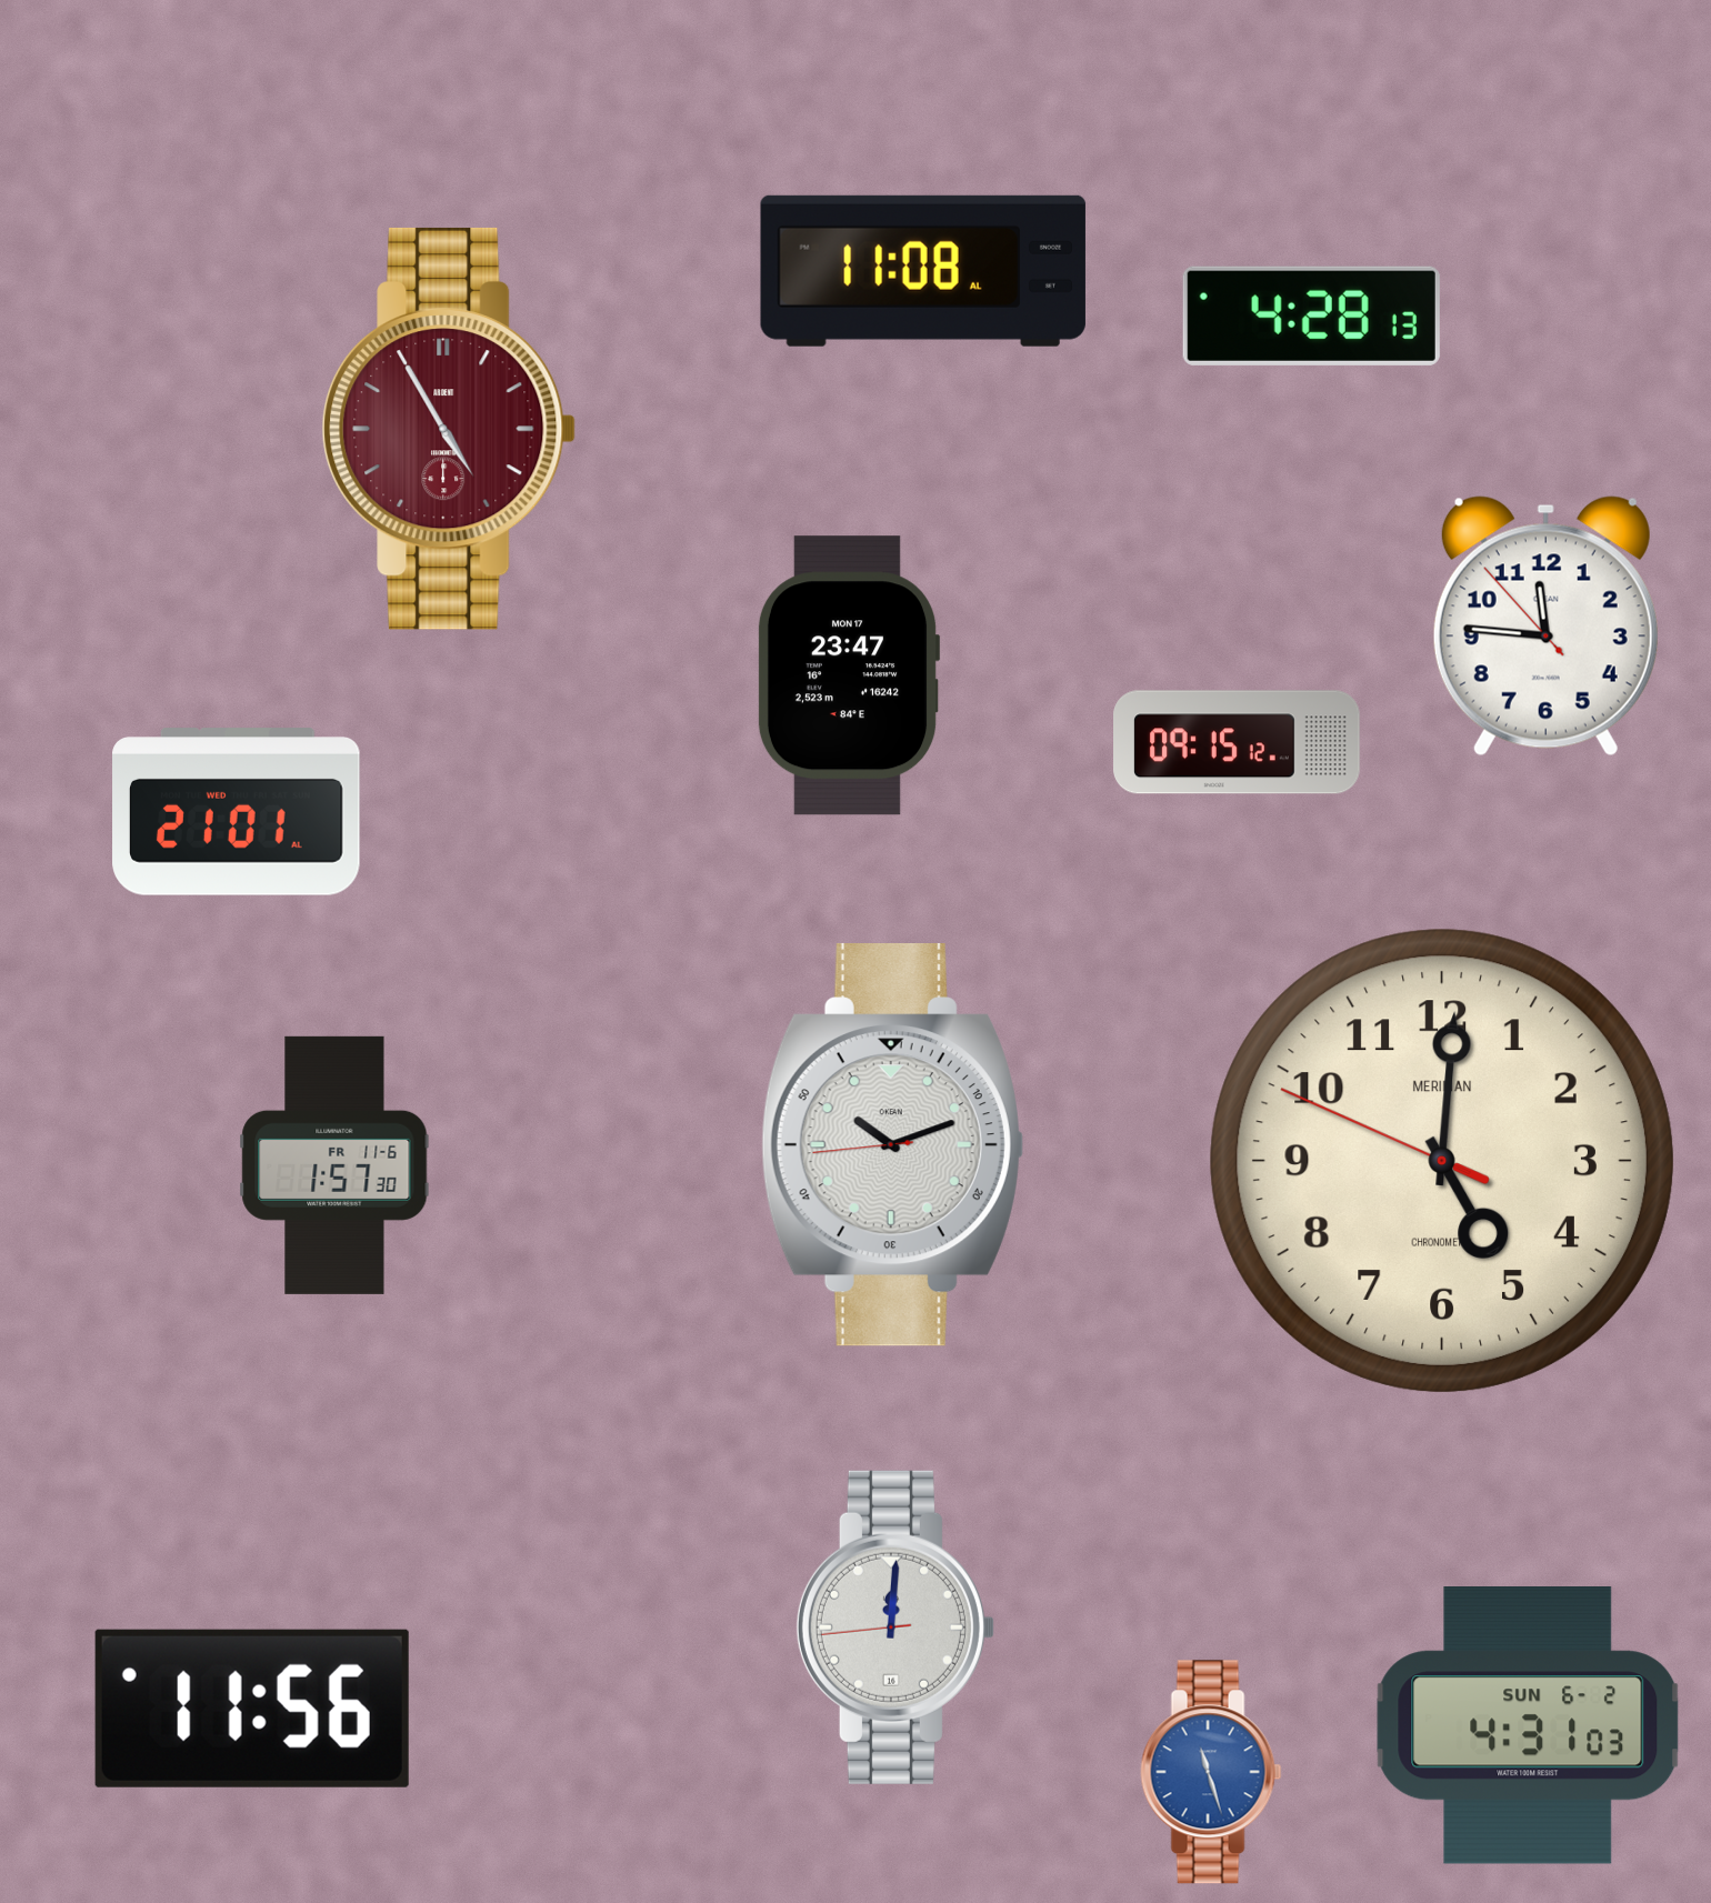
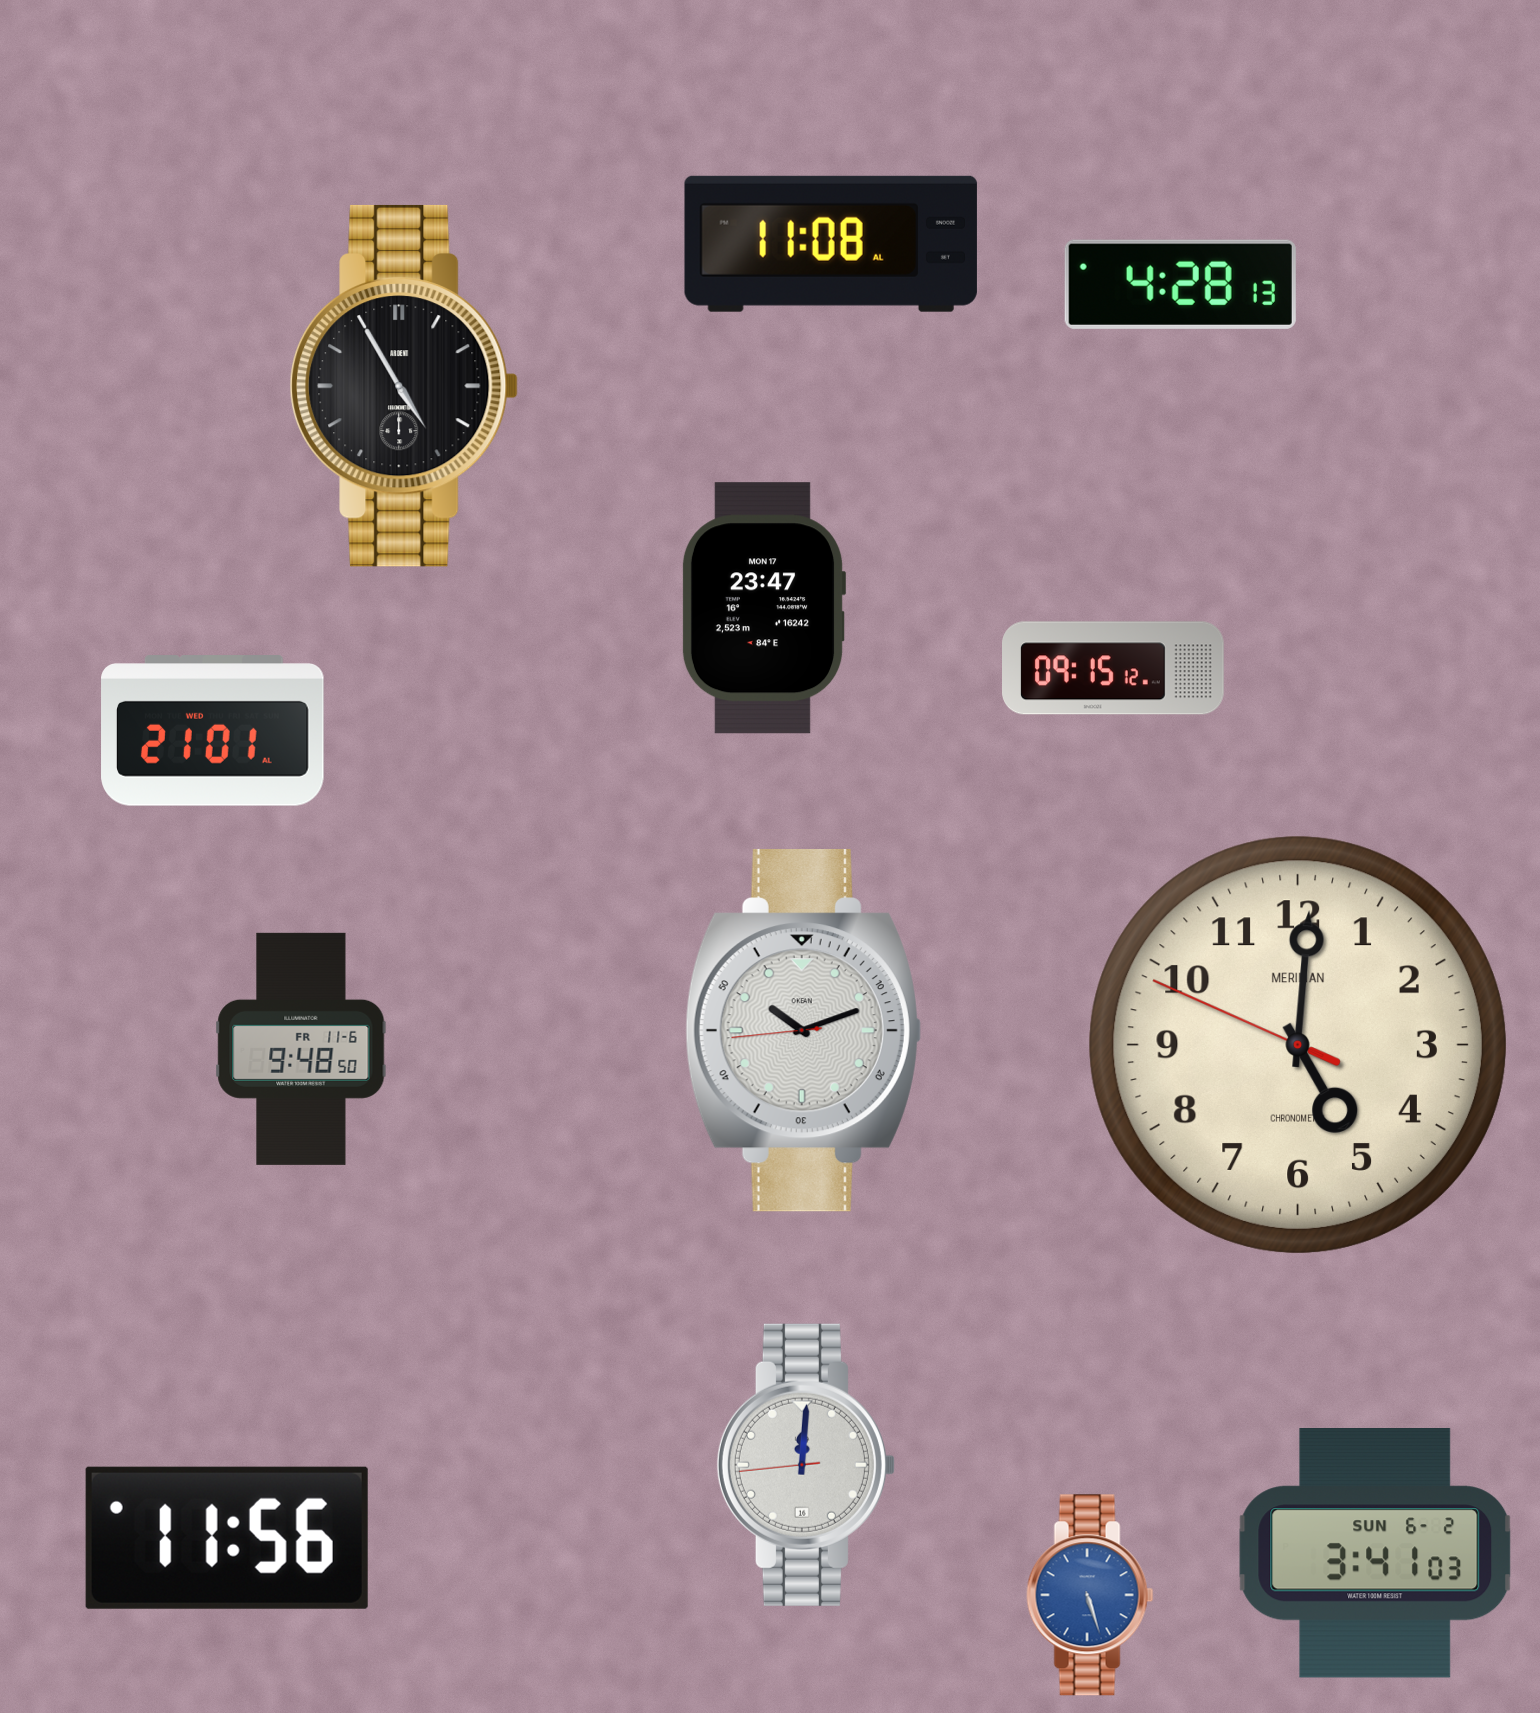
clock at (449, 429) dial: burgundy -> black
clock at (1545, 627): 11:45 -> none
clock at (334, 1165): 1:57 -> 9:48
clock at (1528, 1726): 4:31 -> 3:41
clock at (1211, 1772): 11:27 -> 5:27
